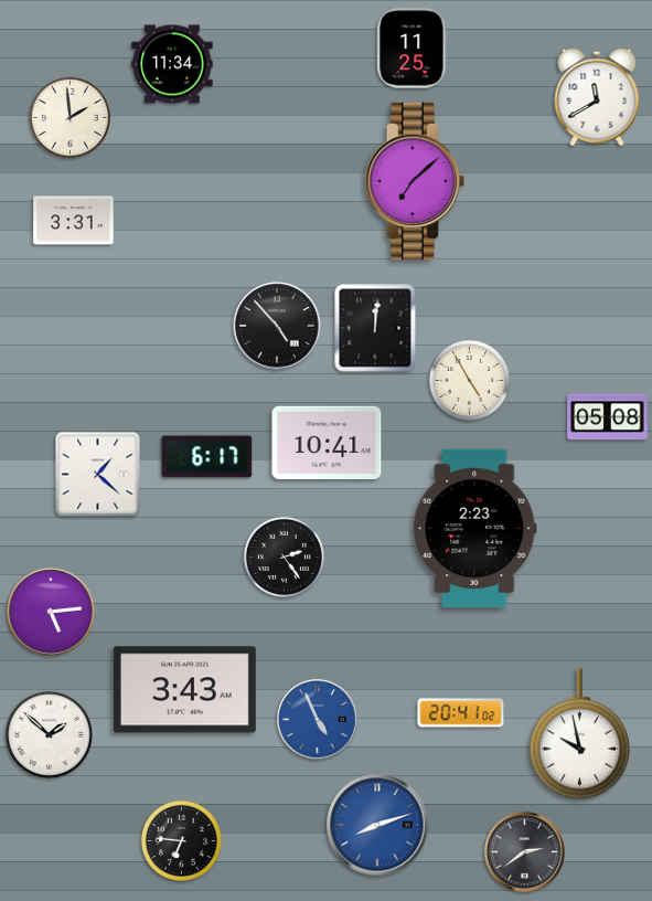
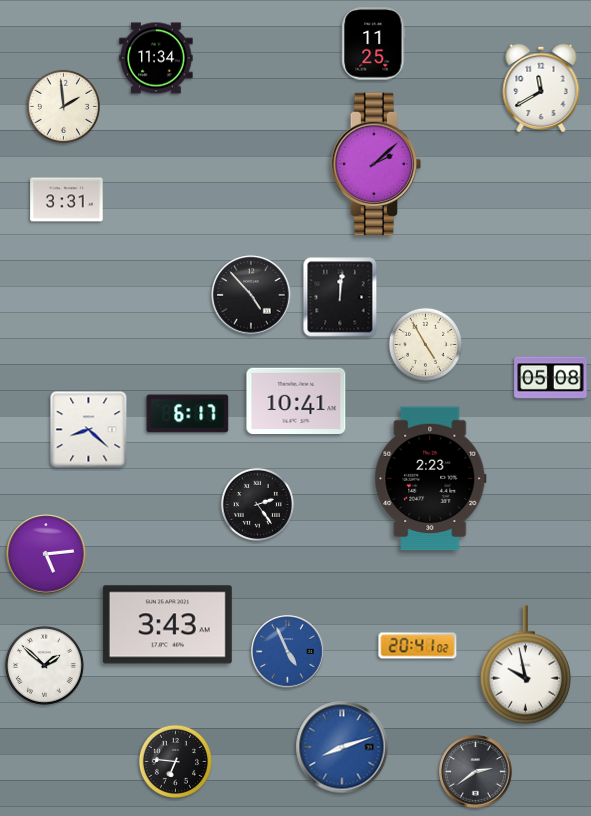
clock at (415, 181): 7:08 -> 2:08
clock at (98, 475): 1:22 -> 8:22
clock at (181, 840) position: (181, 840) -> (175, 761)
